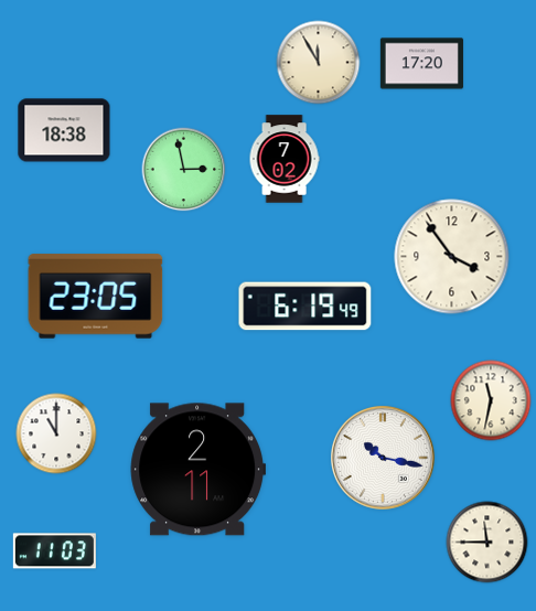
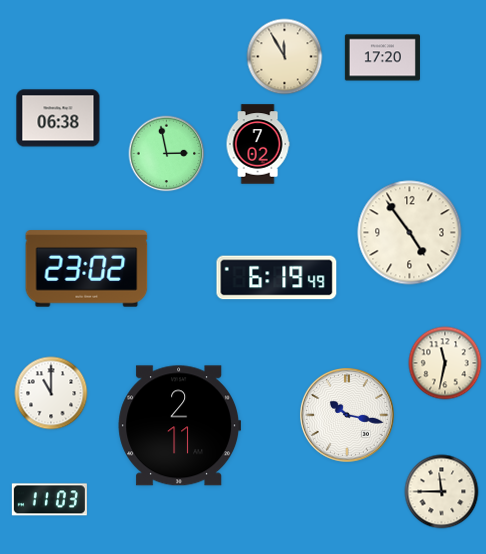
clock at (319, 63) position: (319, 63) -> (285, 57)
clock at (64, 130): 18:38 -> 06:38
clock at (452, 257): 3:54 -> 4:54
clock at (96, 297): 23:05 -> 23:02
